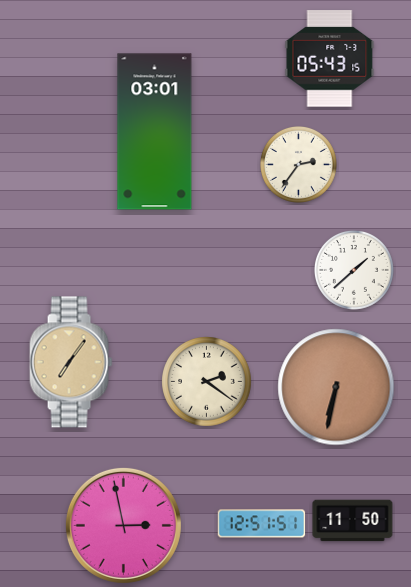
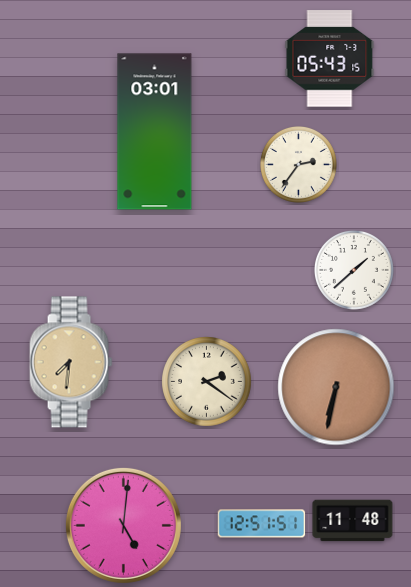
clock at (71, 362): 7:06 -> 7:31
clock at (353, 521): 11:50 -> 11:48
clock at (123, 525): 2:58 -> 5:01
